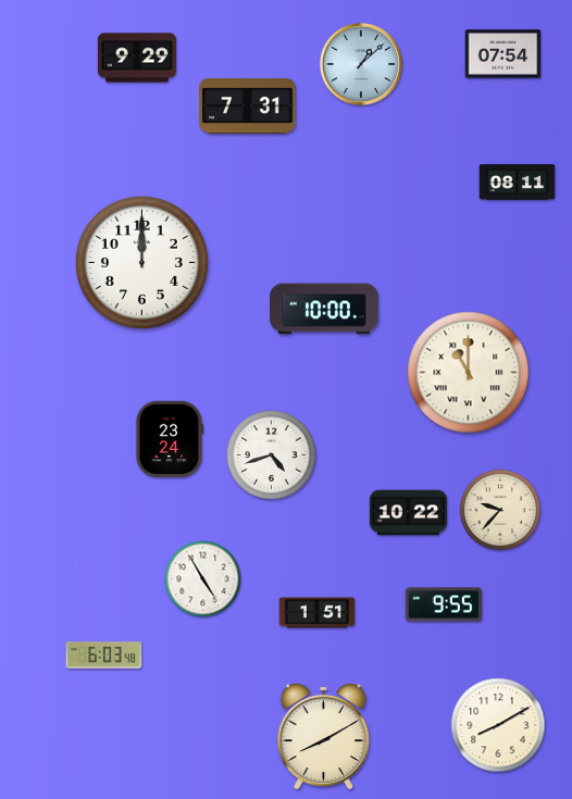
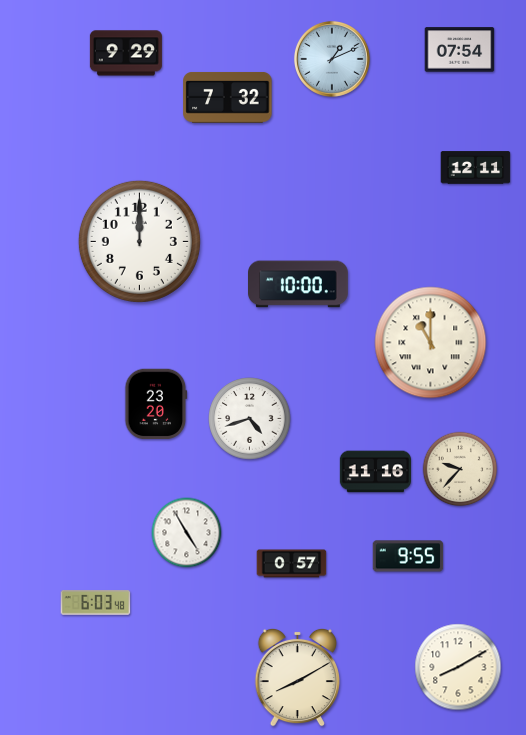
clock at (503, 54) position: (503, 54) -> (460, 50)
clock at (361, 64): 1:08 -> 1:11
clock at (248, 105): 7:31 -> 7:32
clock at (518, 183): 08:11 -> 12:11
clock at (141, 262) position: (141, 262) -> (139, 241)
clock at (170, 439): 23:24 -> 23:20
clock at (408, 513): 10:22 -> 11:16
clock at (318, 613): 1:51 -> 0:57
